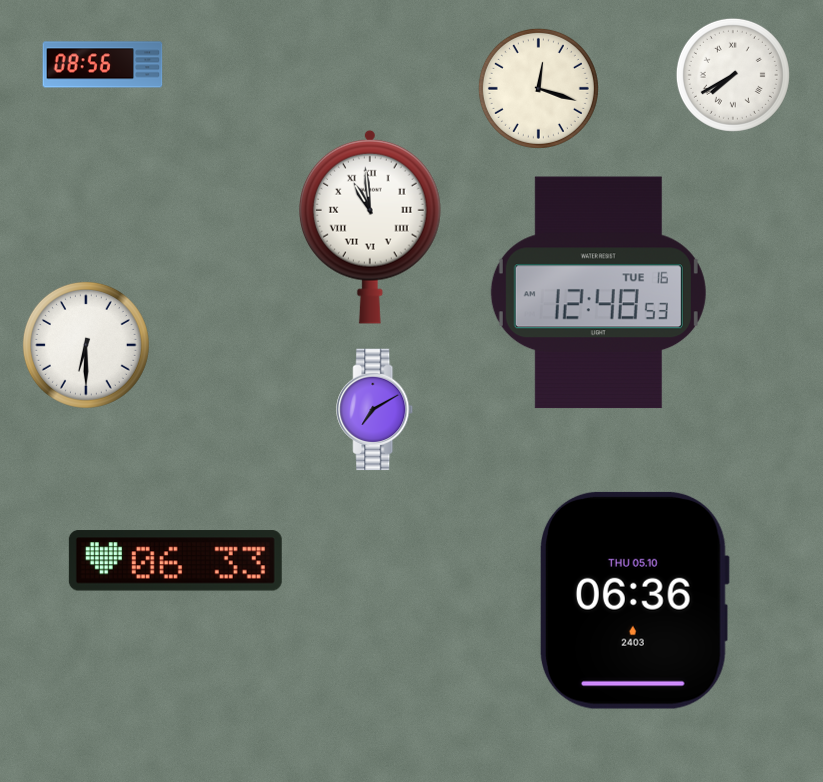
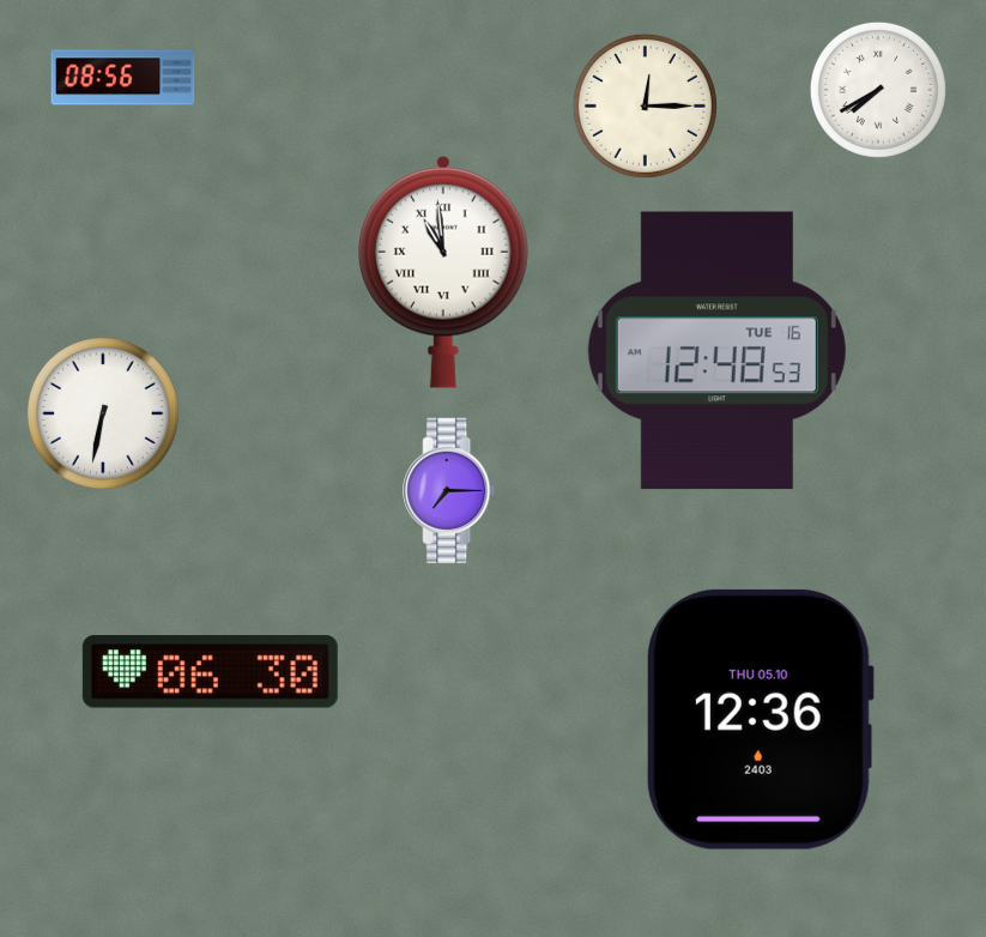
clock at (538, 88): 12:18 -> 12:15
clock at (86, 345): 6:30 -> 6:32
clock at (375, 410): 7:10 -> 7:15
clock at (175, 561): 06:33 -> 06:30
clock at (634, 600): 06:36 -> 12:36
